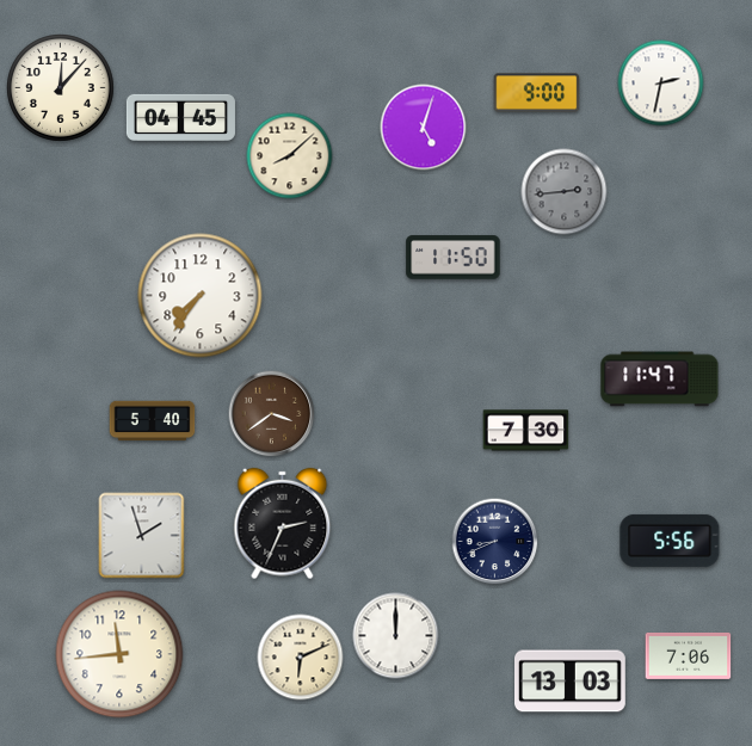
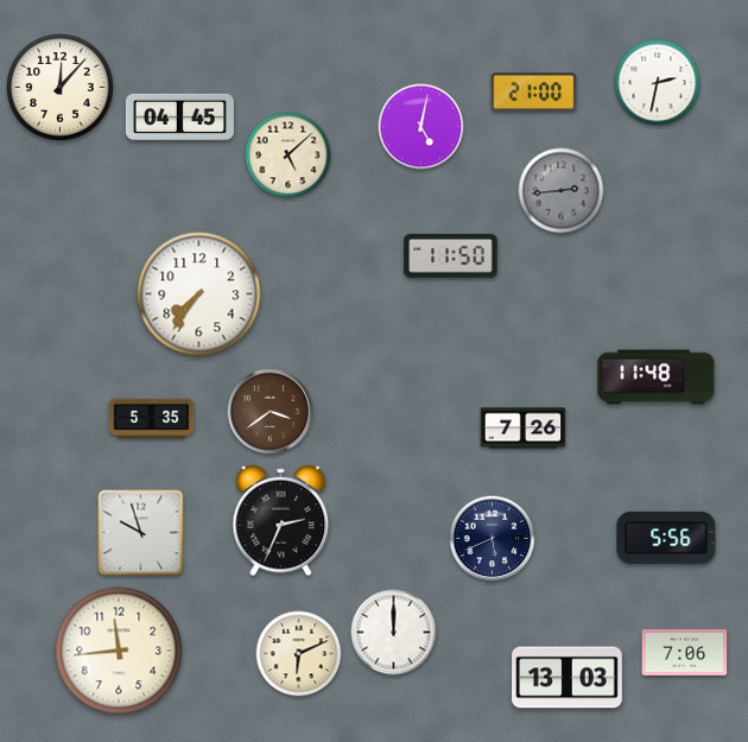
clock at (537, 93): 9:00 -> 21:00
clock at (424, 128): 5:03 -> 5:02
clock at (290, 156): 8:08 -> 5:08
clock at (660, 380): 11:47 -> 11:48
clock at (153, 421): 5:40 -> 5:35
clock at (526, 431): 7:30 -> 7:26
clock at (142, 536): 1:57 -> 9:57
clock at (495, 542): 8:41 -> 5:41
